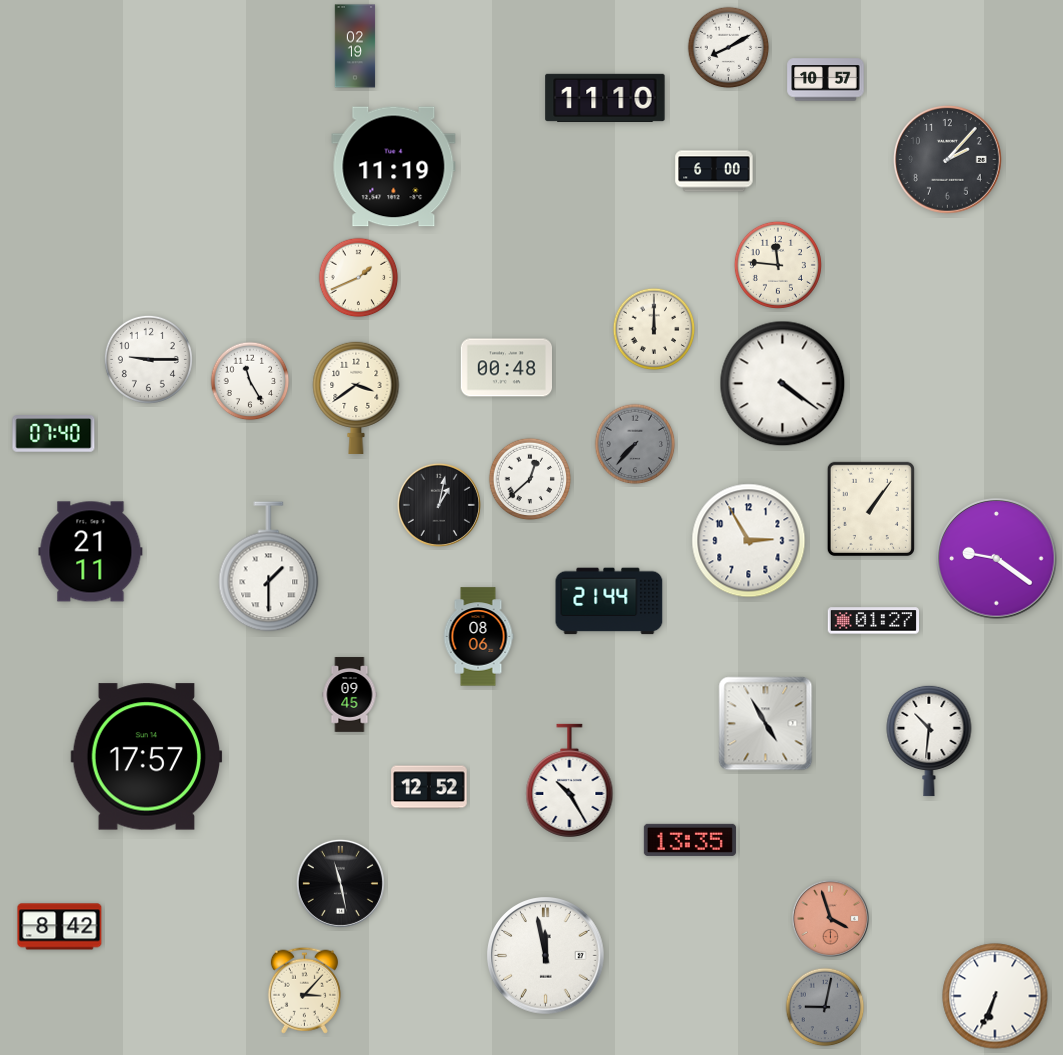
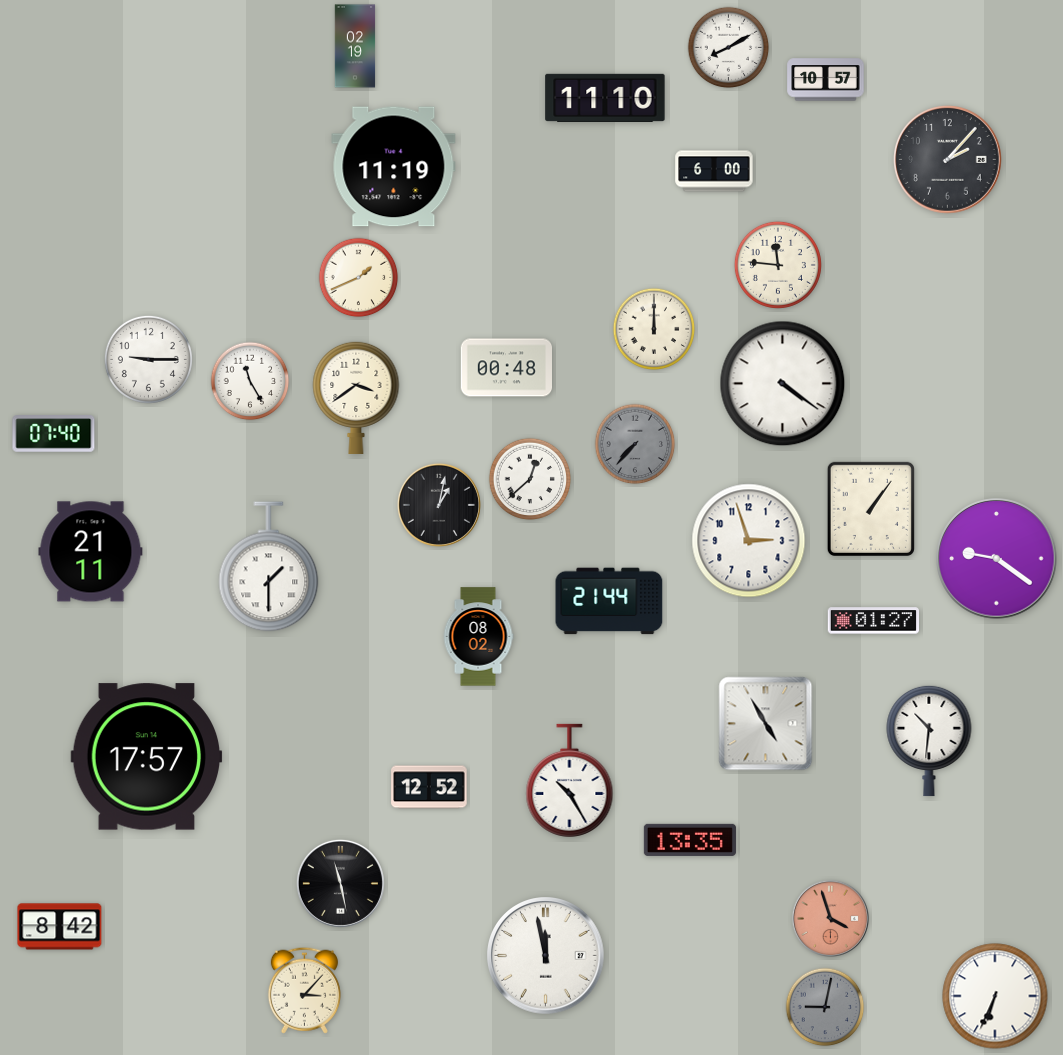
clock at (749, 541): 2:55 -> 2:57
clock at (478, 637): 08:06 -> 08:02
clock at (350, 695): 09:45 -> none
